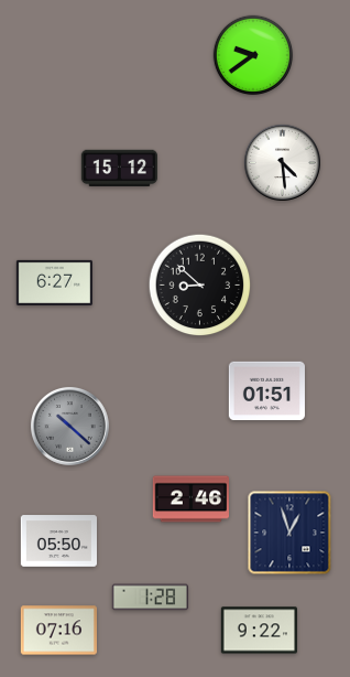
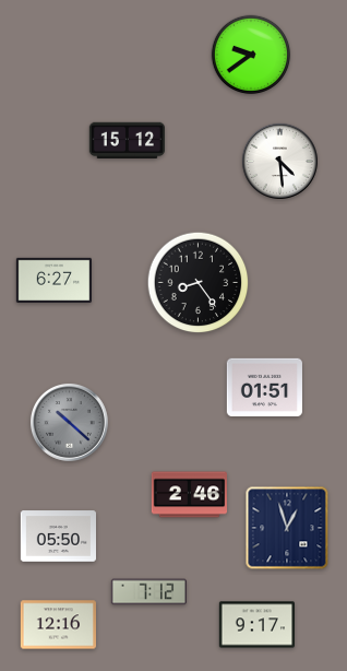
clock at (119, 169) position: (119, 169) -> (127, 141)
clock at (200, 286): 8:52 -> 8:24
clock at (150, 598): 1:28 -> 7:12
clock at (58, 631): 07:16 -> 12:16
clock at (259, 631): 9:22 -> 9:17
